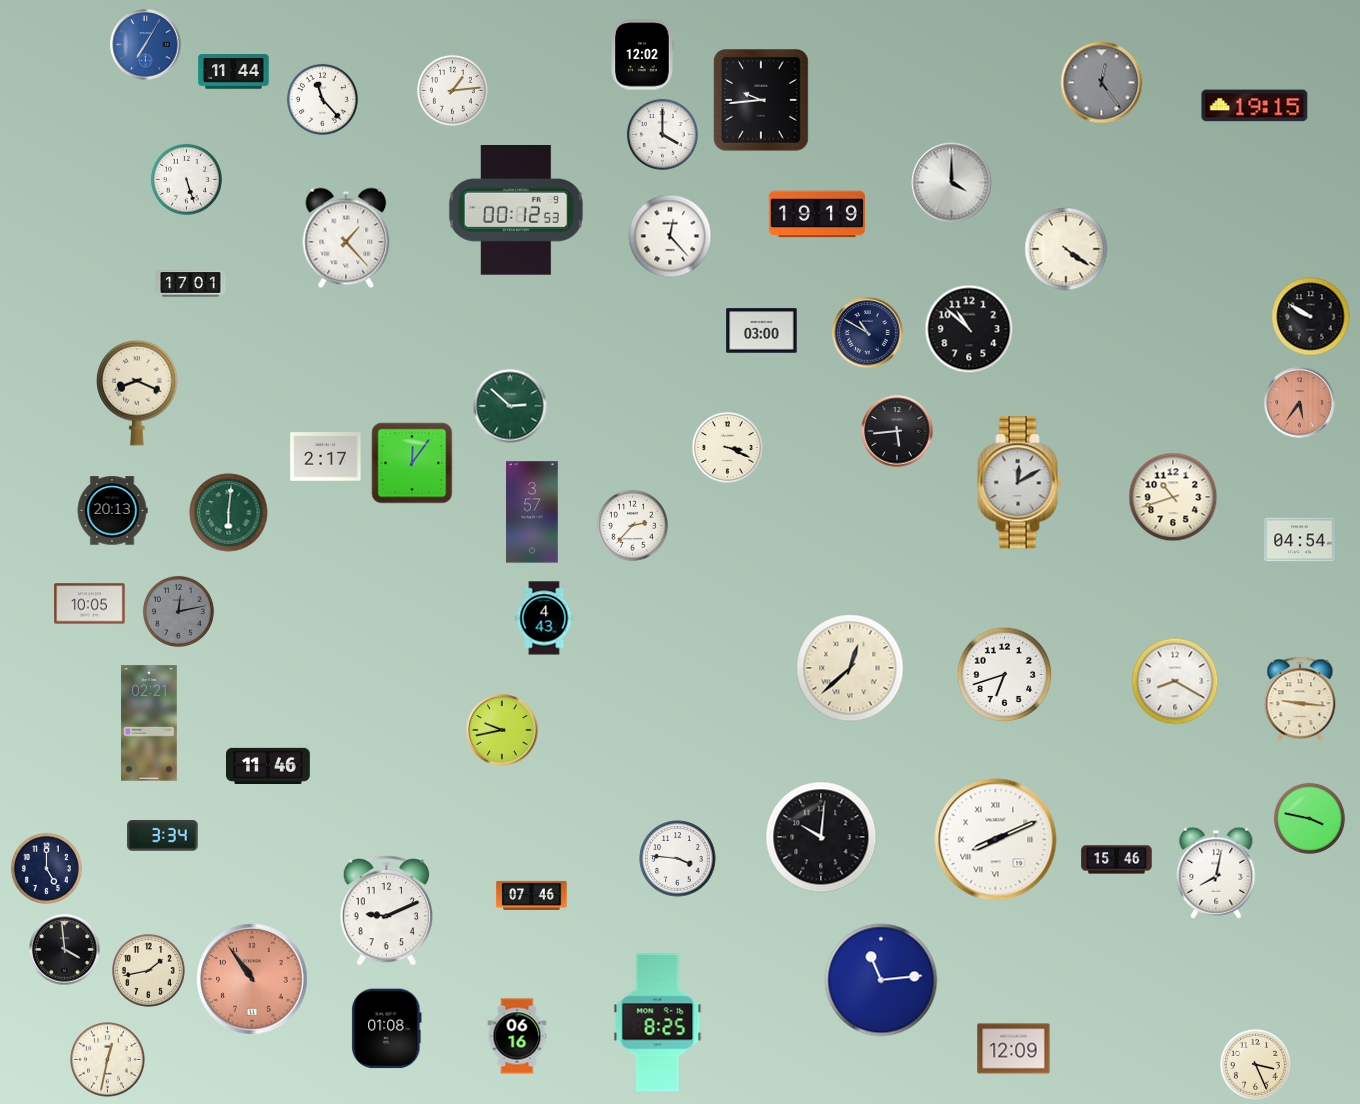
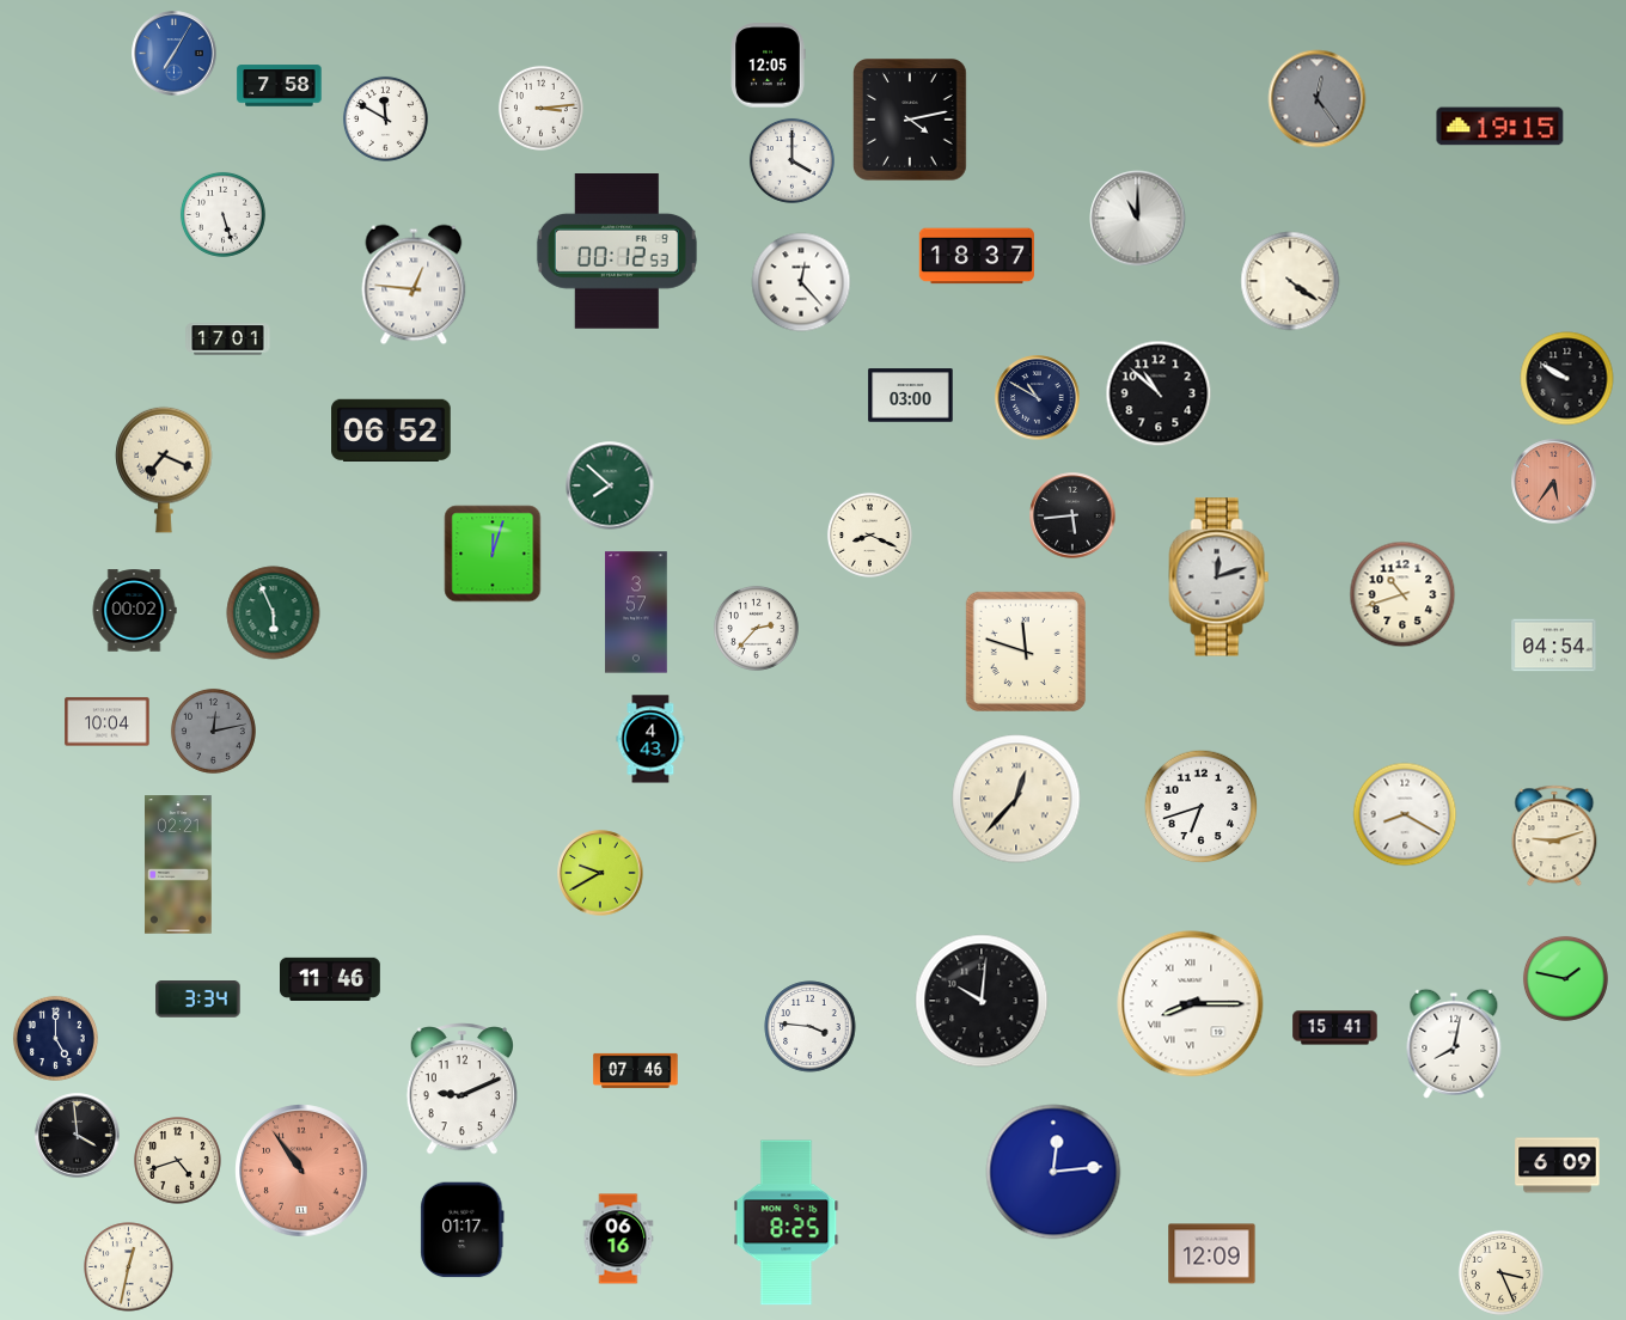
clock at (642, 55): 12:02 -> 12:05
clock at (234, 72): 11:44 -> 7:58
clock at (452, 90): 1:14 -> 3:14
clock at (322, 99): 11:23 -> 11:50
clock at (762, 100): 9:44 -> 4:13
clock at (952, 183): 4:00 -> 11:00
clock at (817, 214): 19:19 -> 18:37
clock at (346, 238): 1:23 -> 12:46
clock at (1066, 249) position: (1066, 249) -> (1290, 281)
clock at (391, 429): none -> 06:52
clock at (137, 393): 8:19 -> 7:19
clock at (510, 406): 2:52 -> 7:52
clock at (727, 447): 3:19 -> 8:19
clock at (326, 457): 2:17 -> none
clock at (412, 463): 12:06 -> 12:03
clock at (1020, 483): 12:10 -> 12:12
clock at (112, 511): 20:13 -> 00:02
clock at (229, 513): 6:01 -> 5:56
clock at (1026, 652): none -> 11:48
clock at (90, 604): 10:05 -> 10:04
clock at (850, 668): 12:38 -> 12:37
clock at (1300, 699): 9:16 -> 9:12
clock at (502, 730): 9:43 -> 9:40
clock at (268, 765) position: (268, 765) -> (330, 978)
clock at (1309, 818): 3:47 -> 1:47
clock at (163, 836) position: (163, 836) -> (198, 1000)
clock at (996, 840): 8:11 -> 8:15
clock at (1117, 860): 15:46 -> 15:41
clock at (149, 971): 1:43 -> 4:42
clock at (1558, 1166): none -> 6:09
clock at (881, 980): 11:14 -> 12:14
clock at (387, 1029): 01:08 -> 01:17
